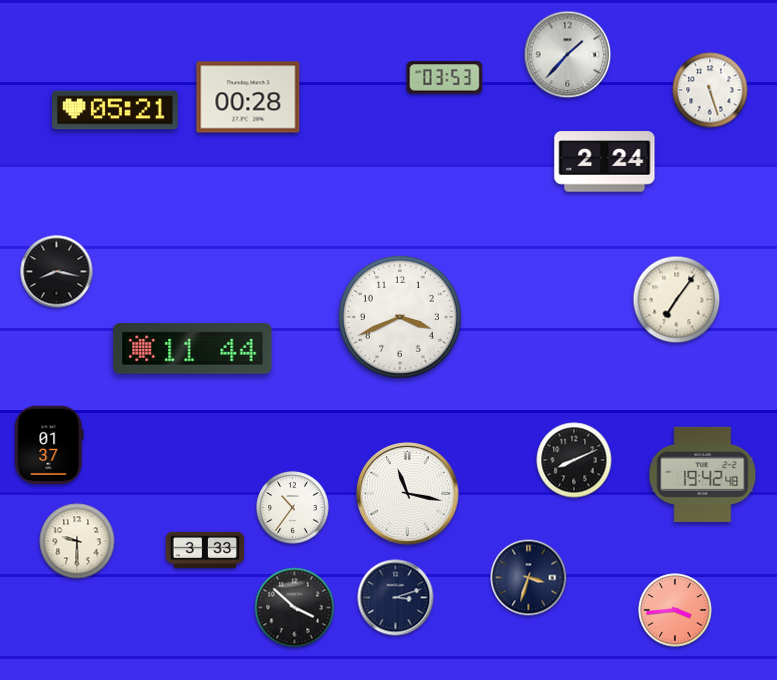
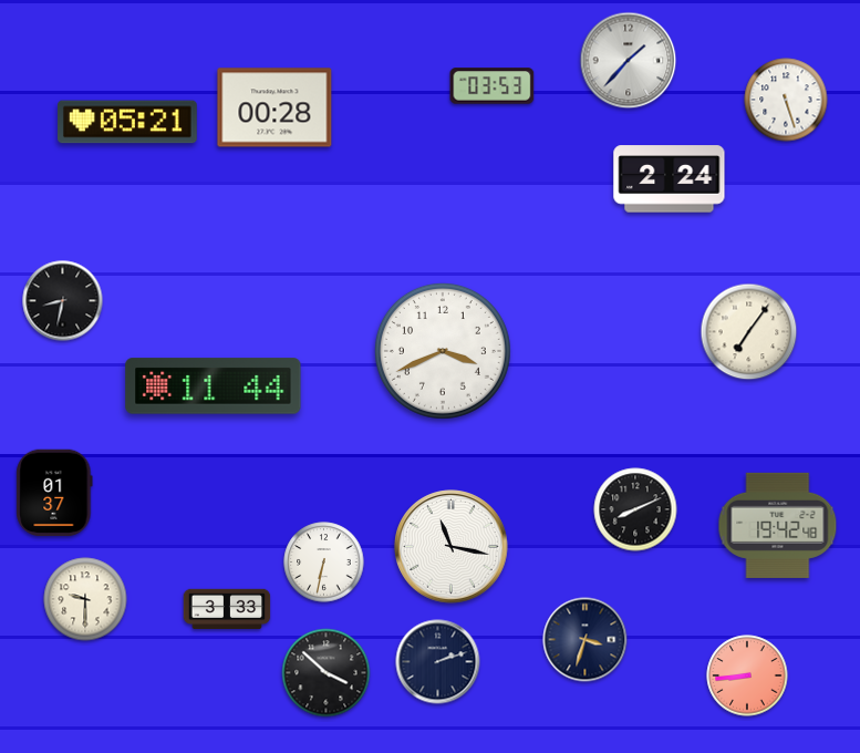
clock at (57, 272): 8:17 -> 8:32
clock at (293, 508): 10:36 -> 6:32
clock at (396, 598): 3:12 -> 2:12
clock at (675, 610): 3:44 -> 8:44
